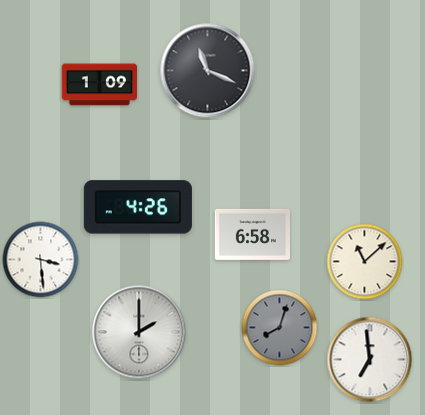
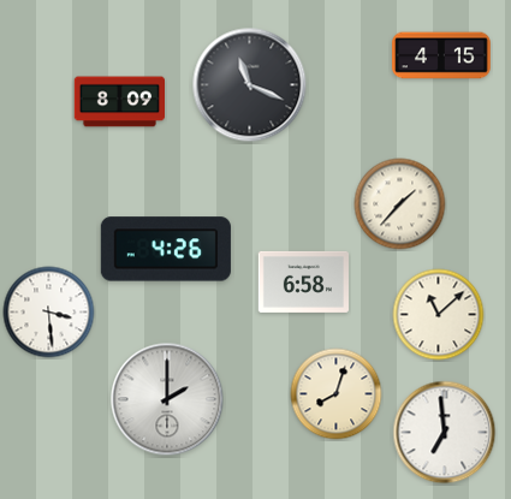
clock at (441, 55): none -> 4:15
clock at (100, 85): 1:09 -> 8:09
clock at (400, 204): none -> 1:37
clock at (280, 328) dial: grey -> cream
